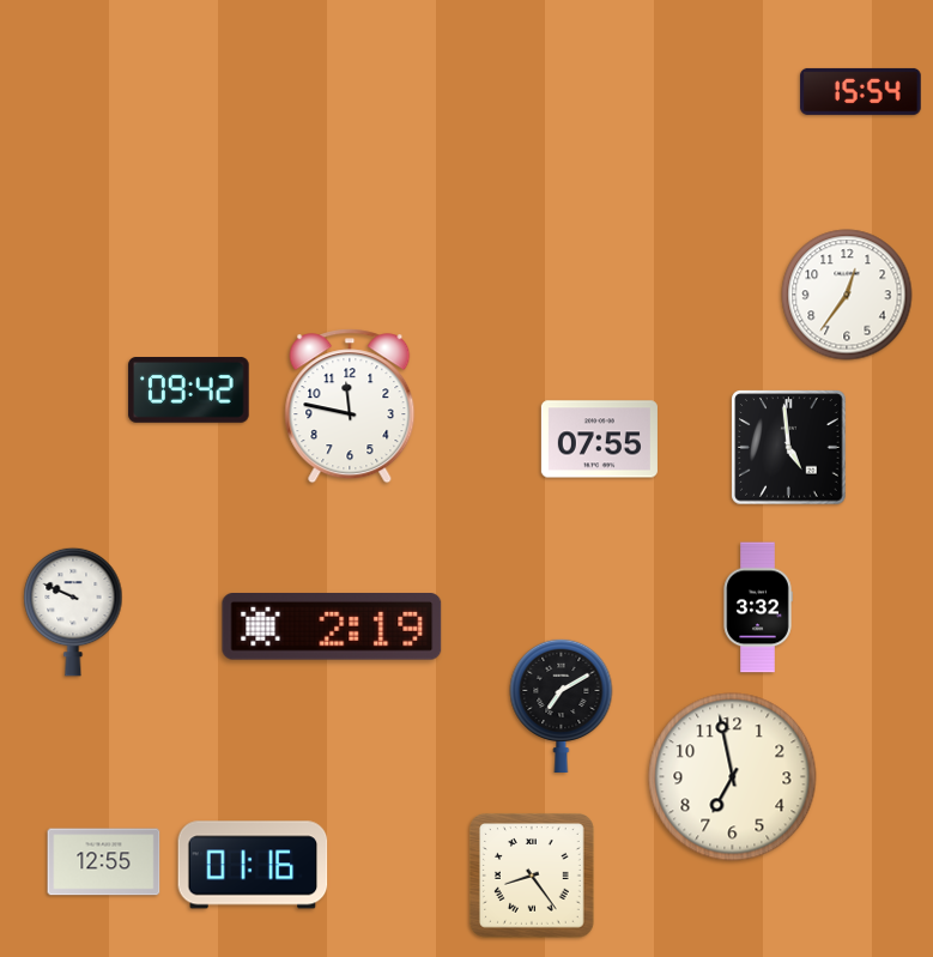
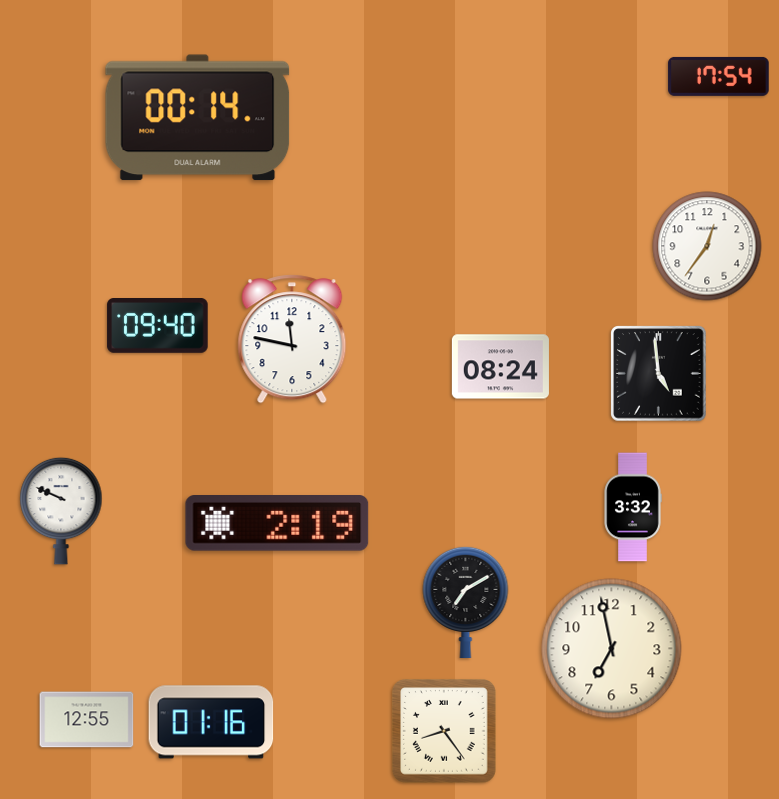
clock at (861, 91): 15:54 -> 17:54
clock at (198, 118): none -> 00:14
clock at (189, 390): 09:42 -> 09:40
clock at (599, 440): 07:55 -> 08:24
clock at (562, 704) position: (562, 704) -> (466, 601)
